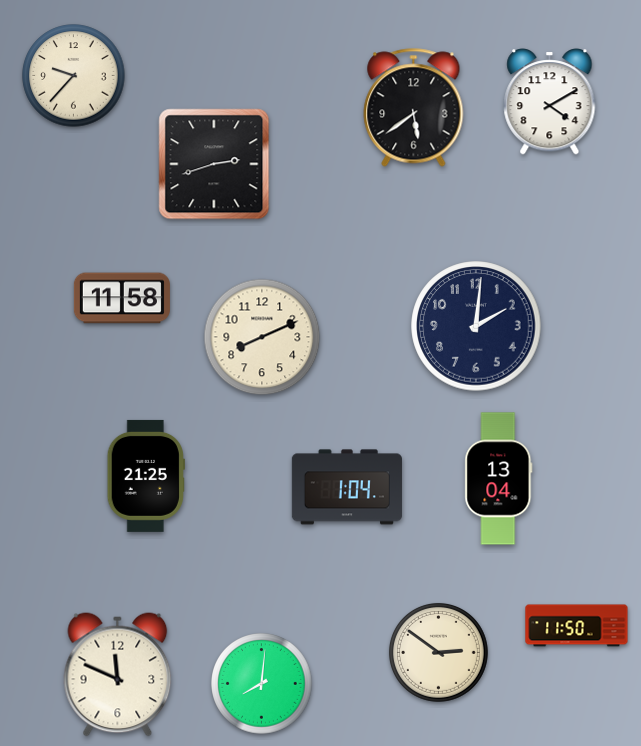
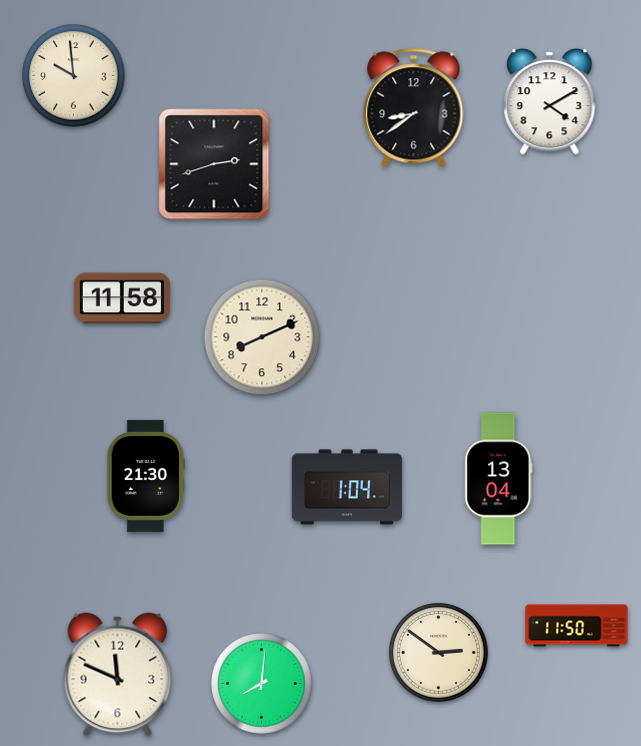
clock at (74, 76): 9:37 -> 9:59
clock at (414, 108): 5:39 -> 8:39
clock at (476, 326): 2:01 -> none
clock at (146, 476): 21:25 -> 21:30
